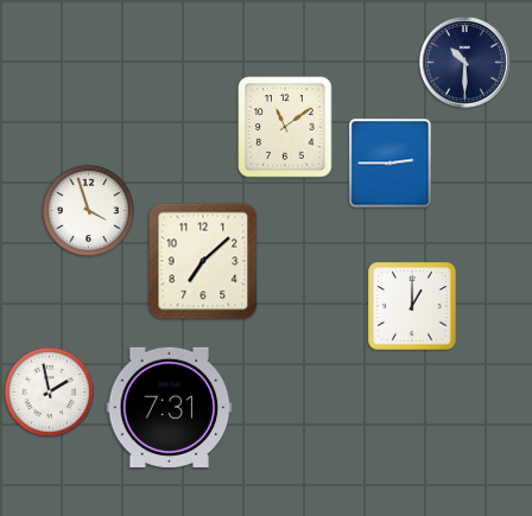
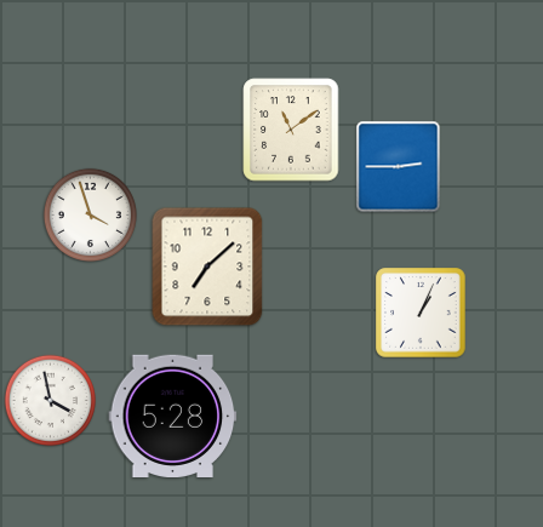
clock at (465, 63): 10:30 -> none
clock at (412, 306): 1:00 -> 1:04
clock at (49, 391): 1:58 -> 3:58
clock at (170, 407): 7:31 -> 5:28
